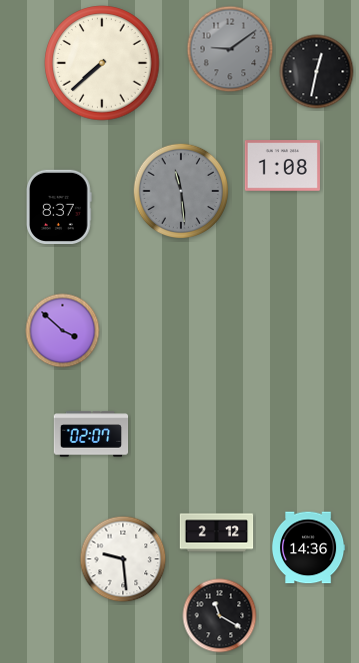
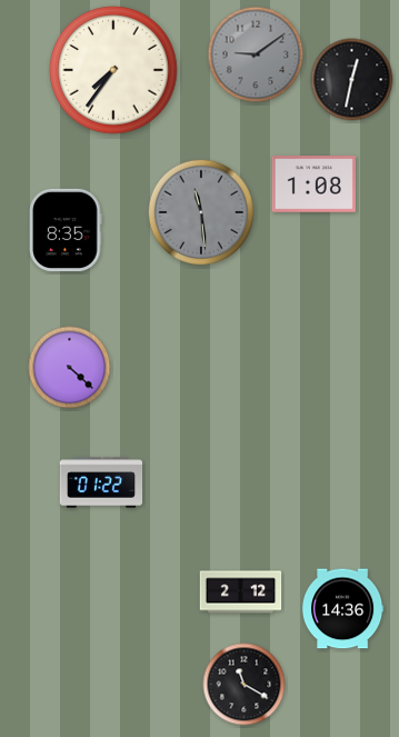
clock at (102, 63): 7:38 -> 7:36
clock at (59, 206): 8:37 -> 8:35
clock at (63, 331): 3:52 -> 4:22
clock at (91, 434): 02:07 -> 01:22
clock at (123, 559): 9:29 -> none
